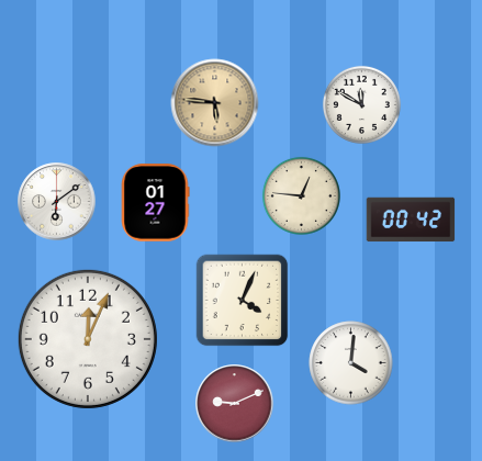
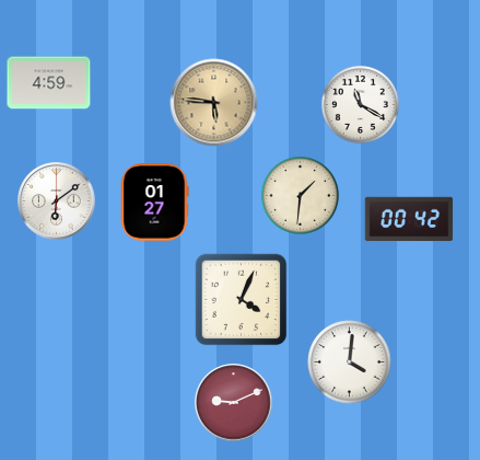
clock at (49, 83): none -> 4:59
clock at (361, 104): 11:50 -> 11:20
clock at (301, 195): 12:46 -> 1:31
clock at (88, 339): 12:04 -> none
